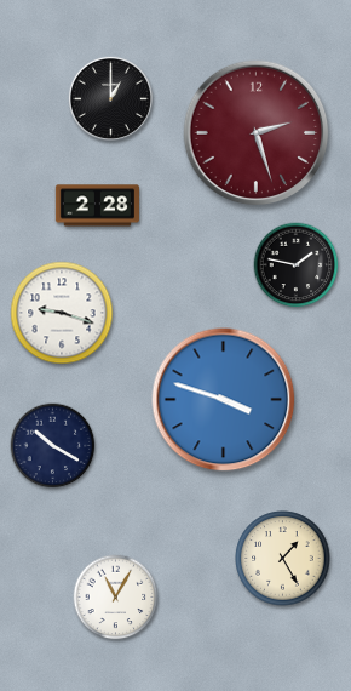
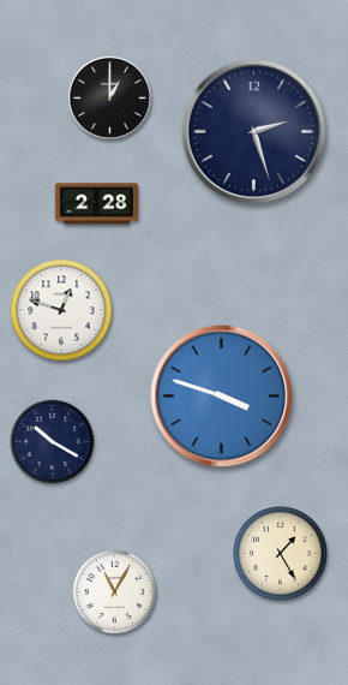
clock at (257, 133) dial: burgundy -> navy
clock at (297, 265): 1:47 -> none
clock at (62, 313): 9:18 -> 12:48
